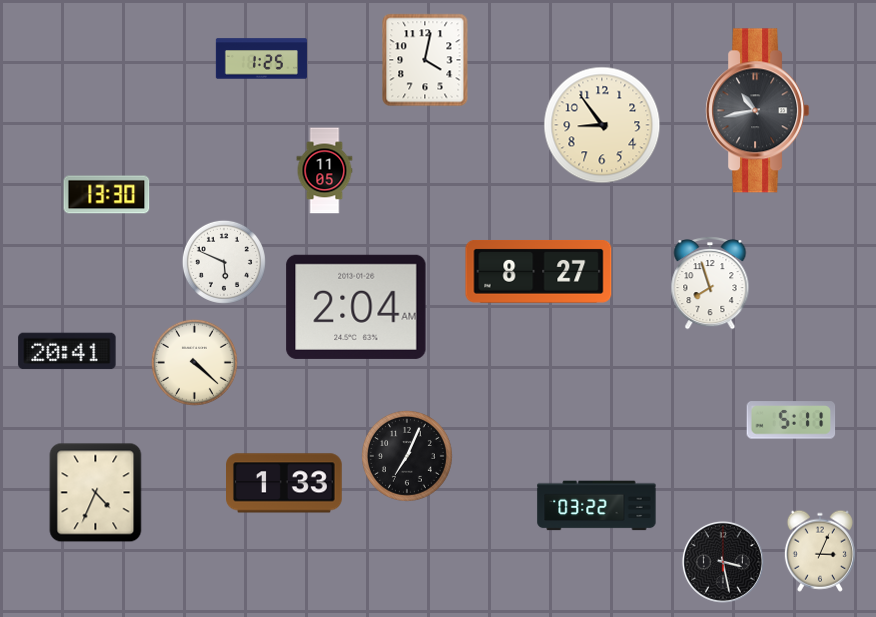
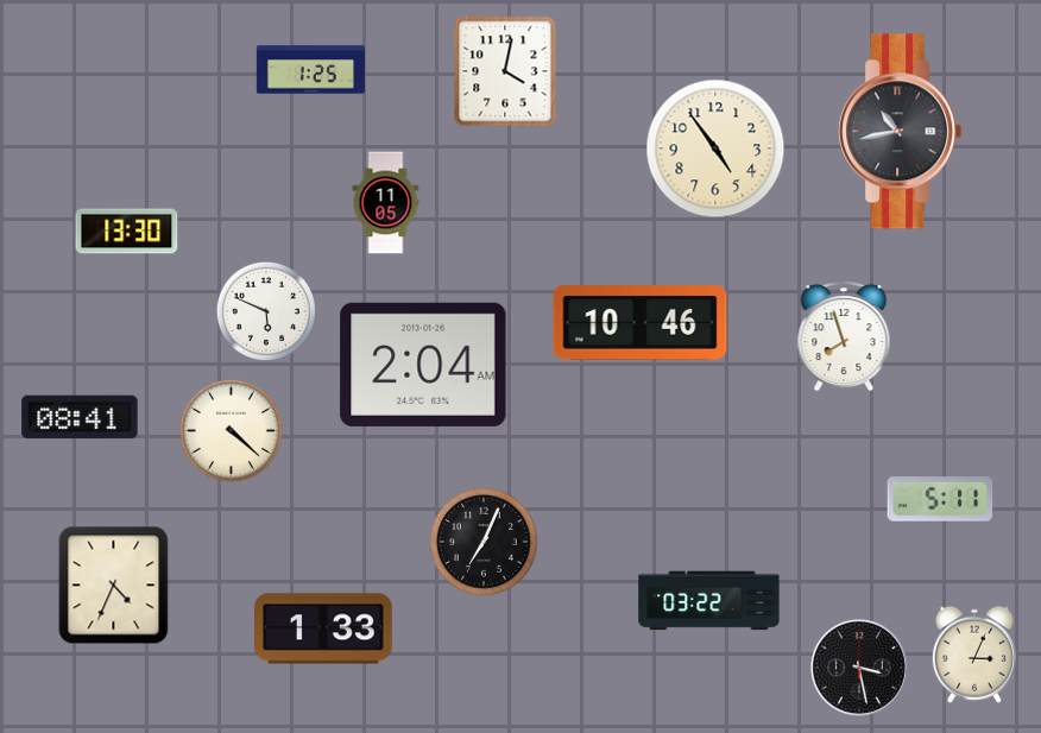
clock at (602, 125): 8:54 -> 4:54
clock at (539, 271): 8:27 -> 10:46
clock at (67, 351): 20:41 -> 08:41
clock at (284, 483) position: (284, 483) -> (323, 628)
